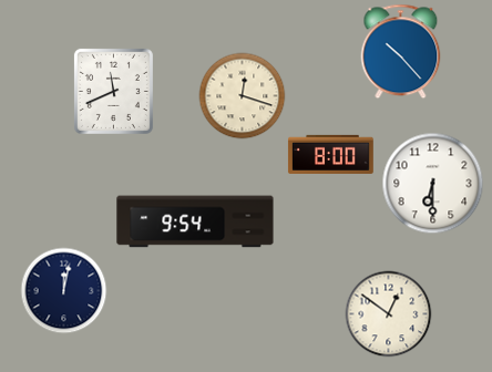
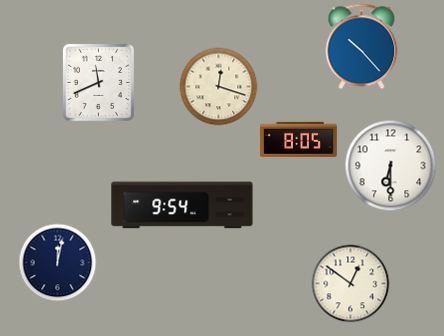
clock at (113, 91) position: (113, 91) -> (98, 82)
clock at (331, 154): 8:00 -> 8:05
clock at (195, 221) position: (195, 221) -> (182, 205)
